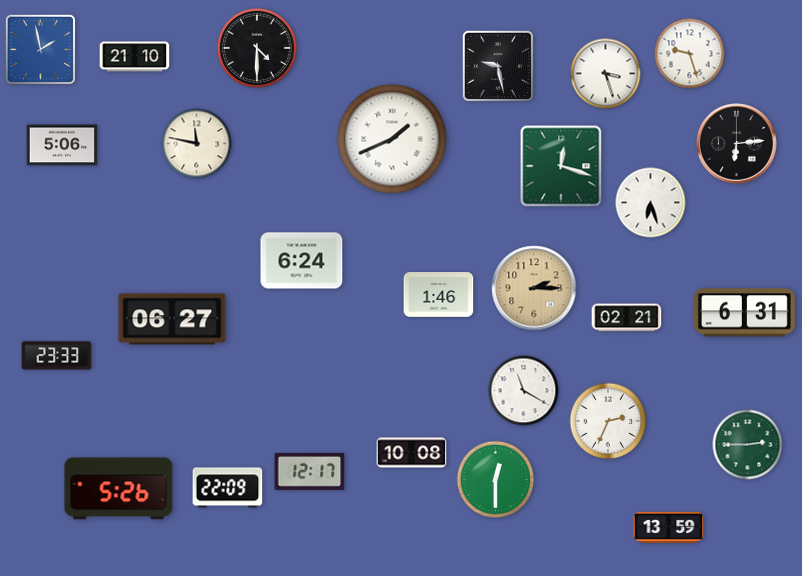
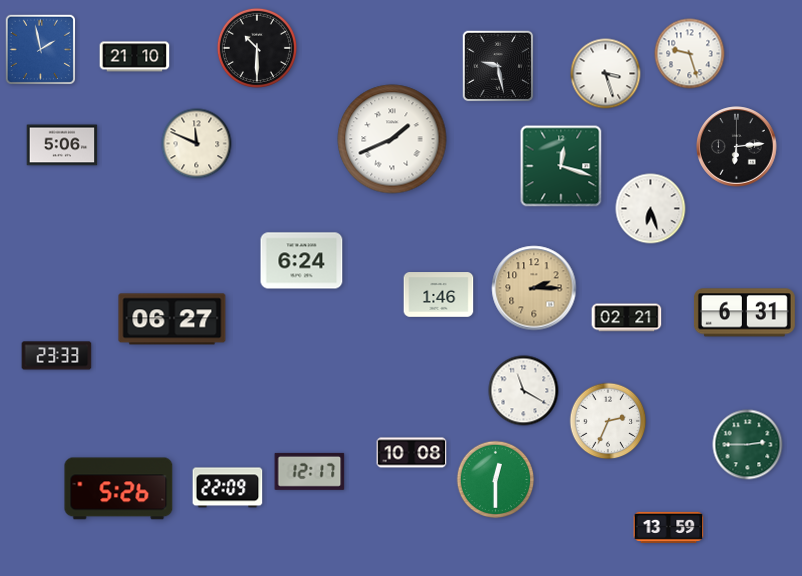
clock at (257, 48): 4:30 -> 10:30
clock at (197, 144): 11:47 -> 11:49
clock at (737, 144) position: (737, 144) -> (737, 147)
clock at (651, 203) position: (651, 203) -> (651, 209)
